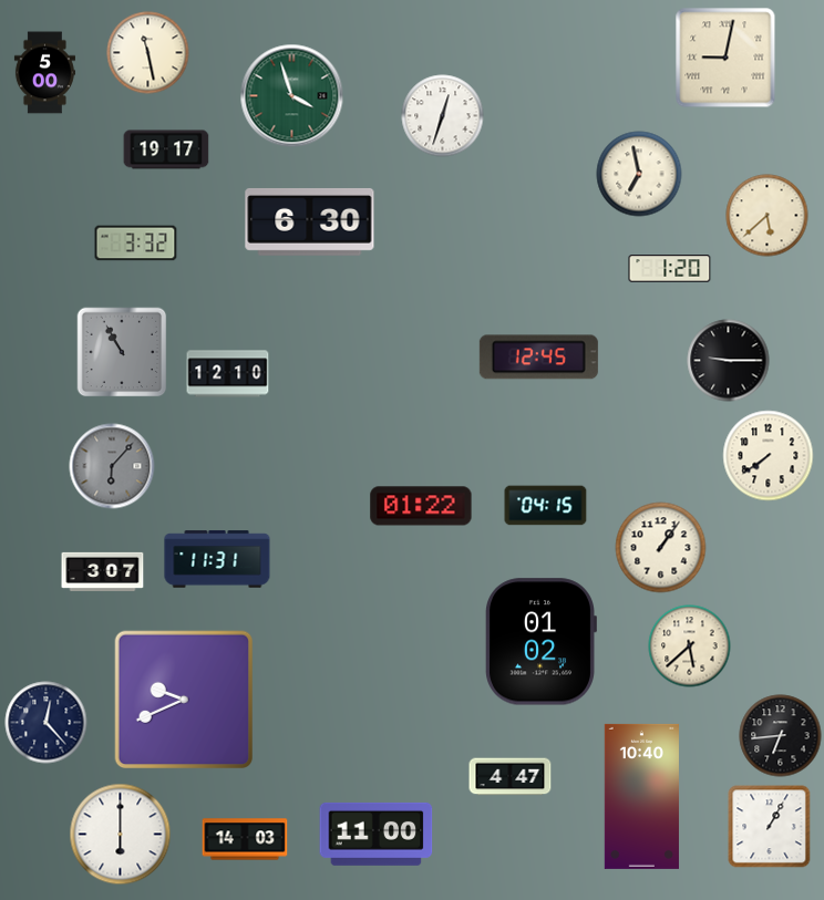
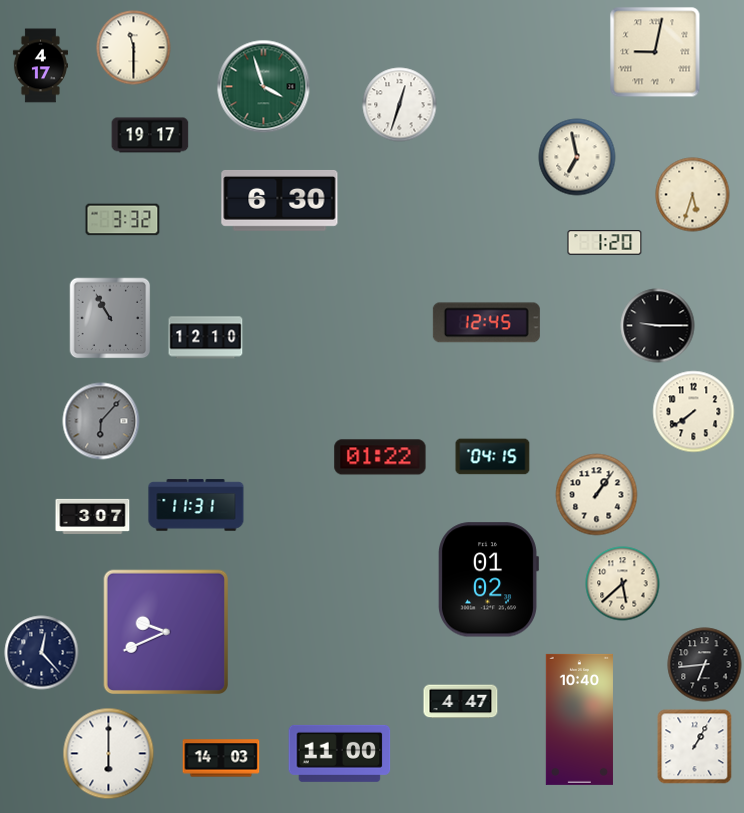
clock at (148, 53): 11:28 -> 11:30
clock at (44, 73): 5:00 -> 4:17
clock at (768, 216): 5:38 -> 5:33
